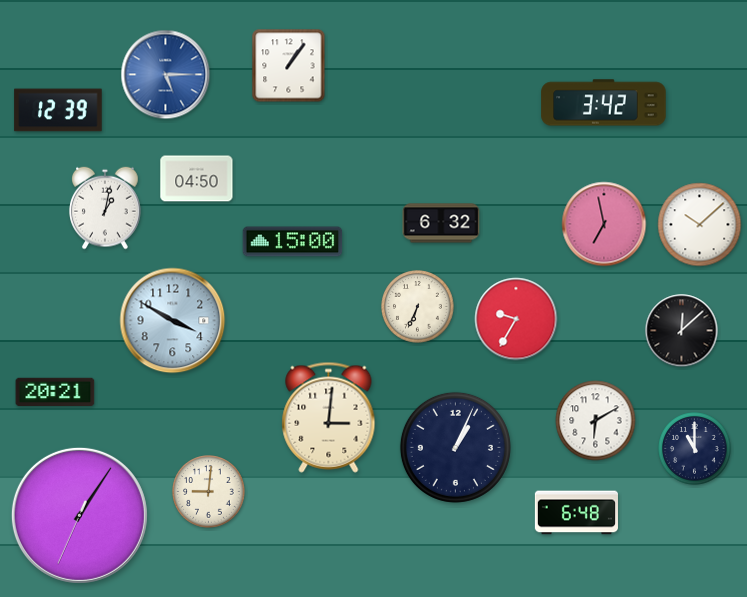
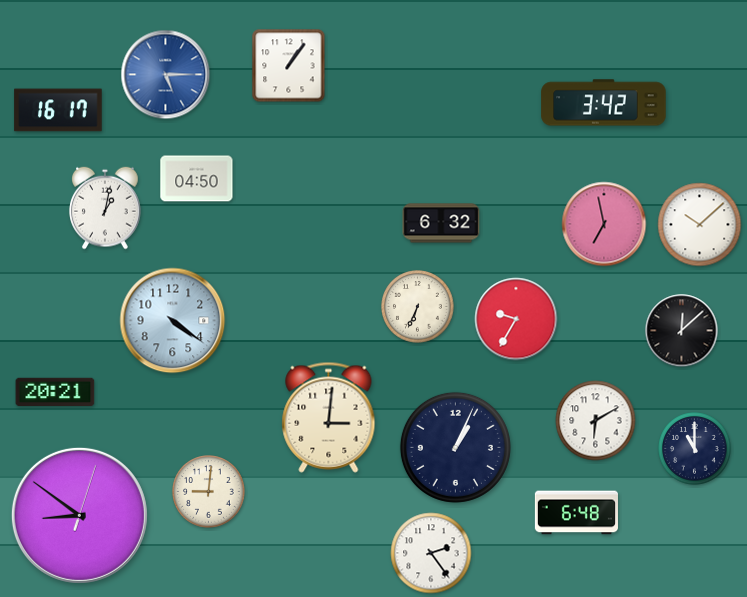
clock at (58, 110): 12:39 -> 16:17
clock at (293, 242): 15:00 -> none
clock at (173, 321): 3:50 -> 4:21
clock at (79, 515): 1:05 -> 8:51
clock at (431, 553): none -> 2:24
